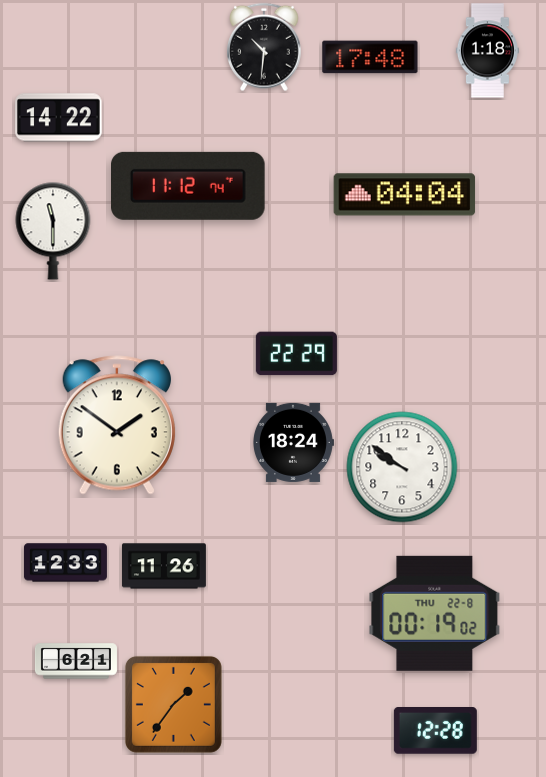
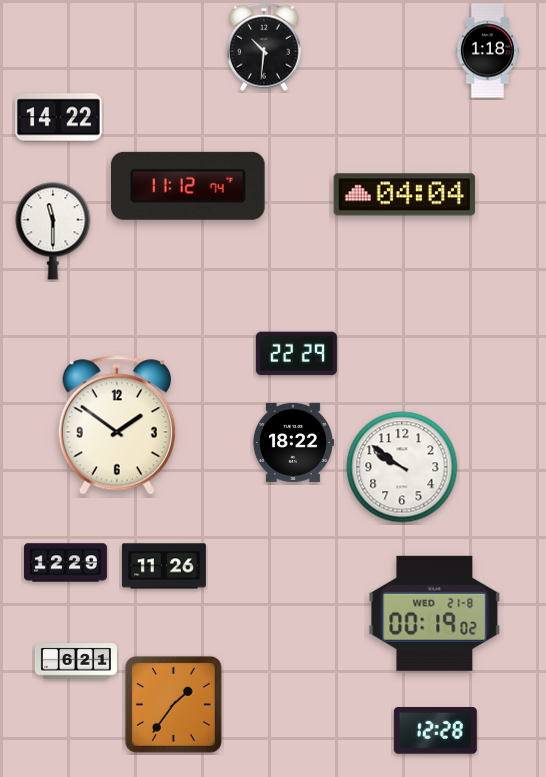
clock at (370, 57): 17:48 -> none
clock at (293, 442): 18:24 -> 18:22
clock at (65, 563): 12:33 -> 12:29
clock at (435, 613) date: THU 22-8 -> WED 21-8
